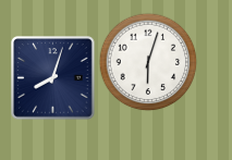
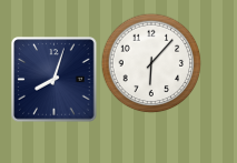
clock at (148, 62): 6:03 -> 6:07
